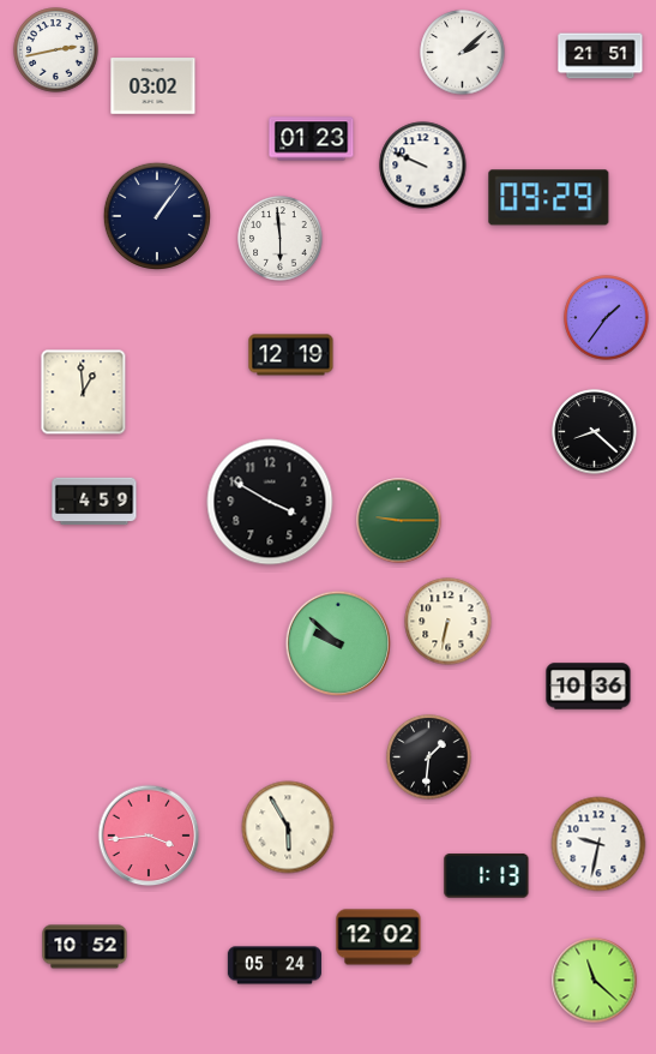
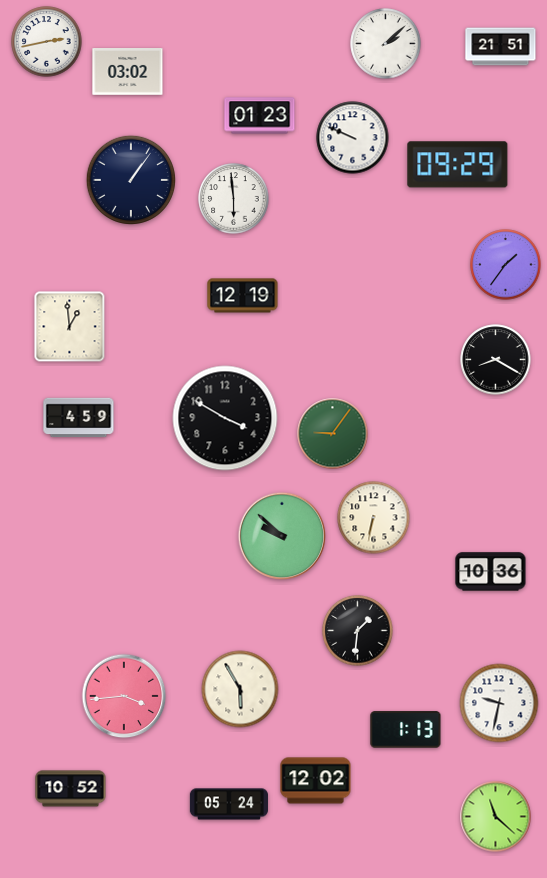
clock at (595, 432): 8:22 -> 8:20
clock at (399, 521): 9:15 -> 9:06
